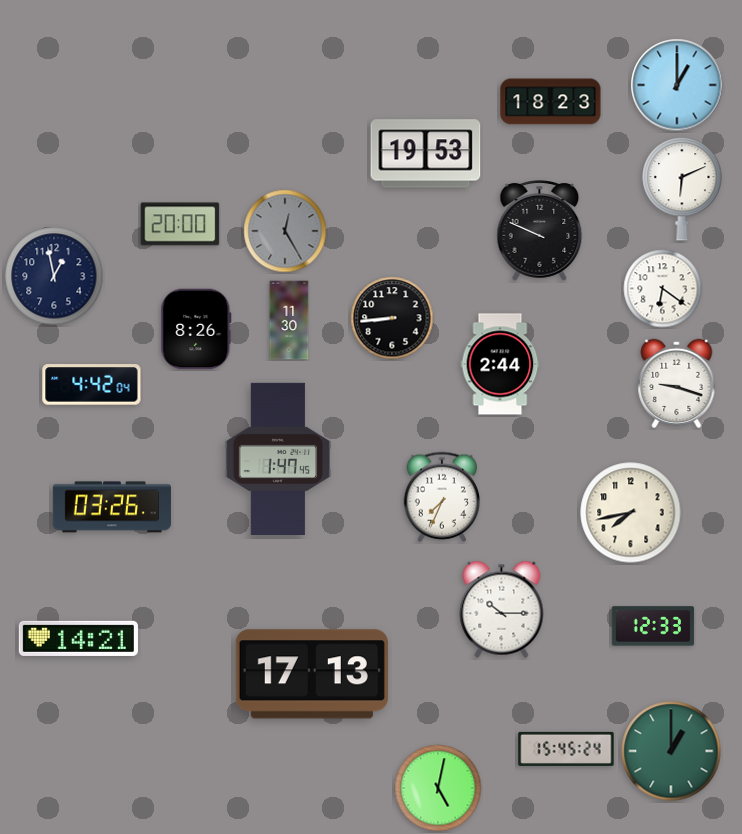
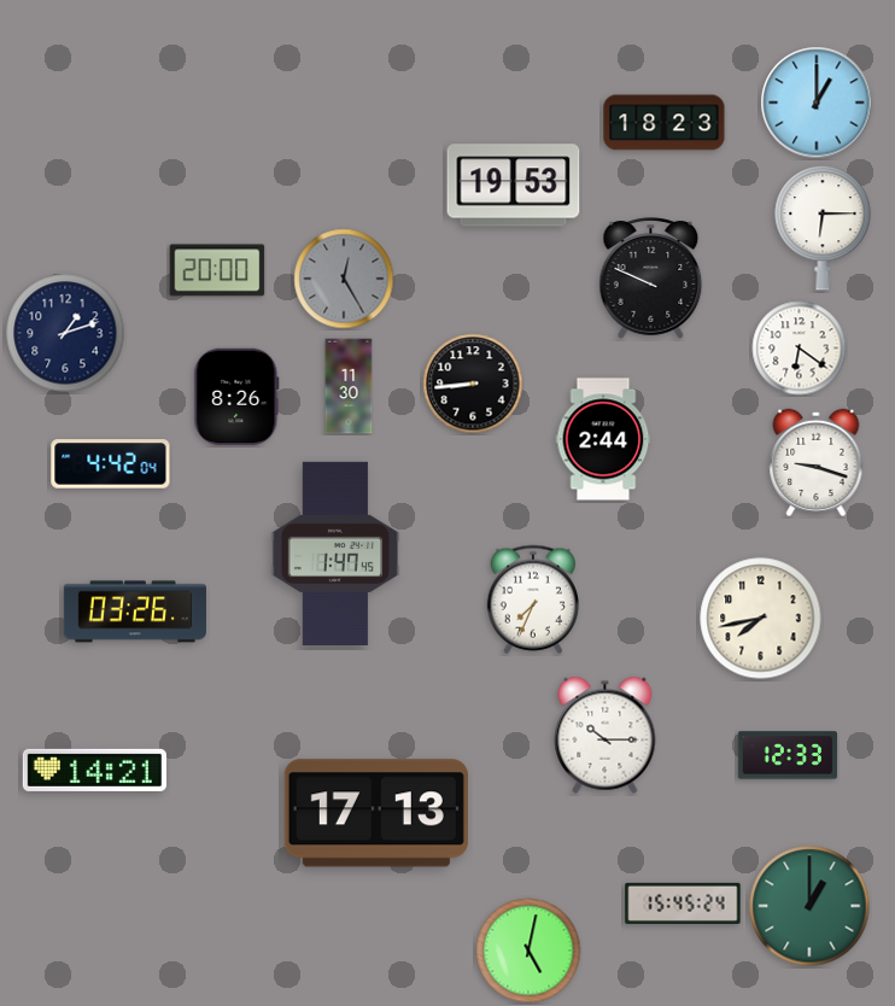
clock at (682, 189): 6:11 -> 6:15
clock at (54, 276): 12:58 -> 1:12
